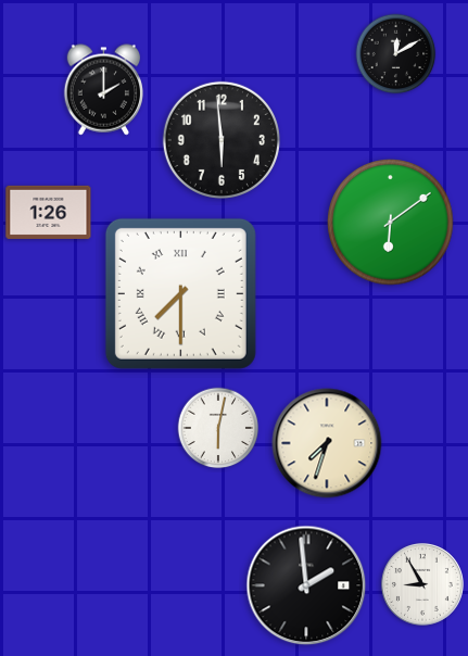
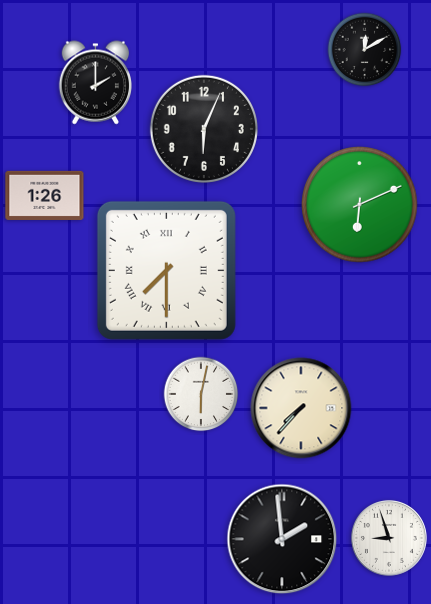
clock at (222, 140): 5:59 -> 6:04
clock at (391, 223): 6:09 -> 6:11
clock at (327, 443): 7:33 -> 7:37
clock at (422, 584): 8:55 -> 8:57
